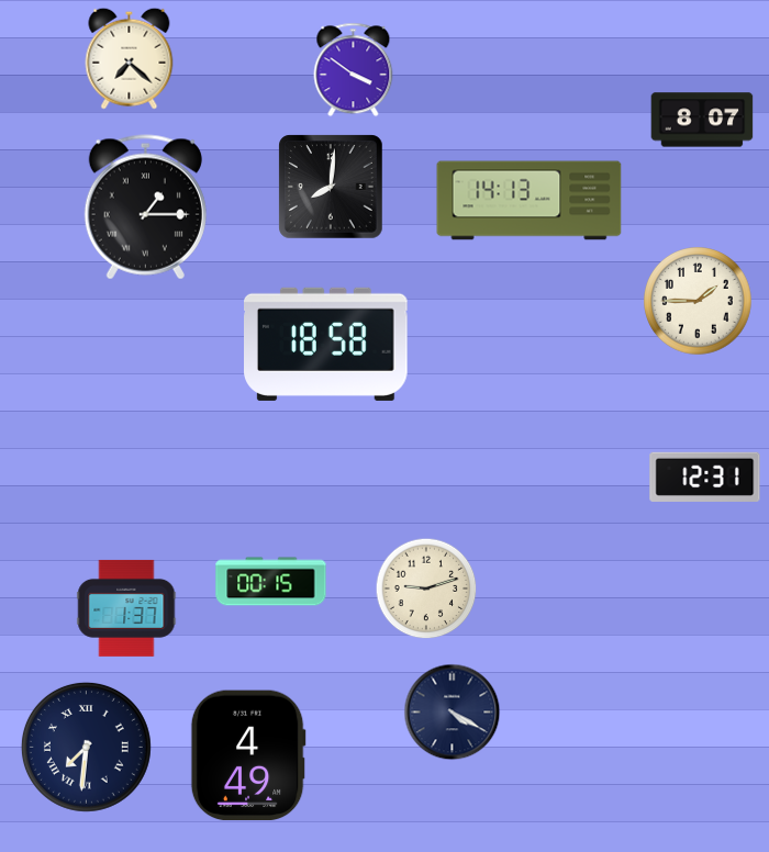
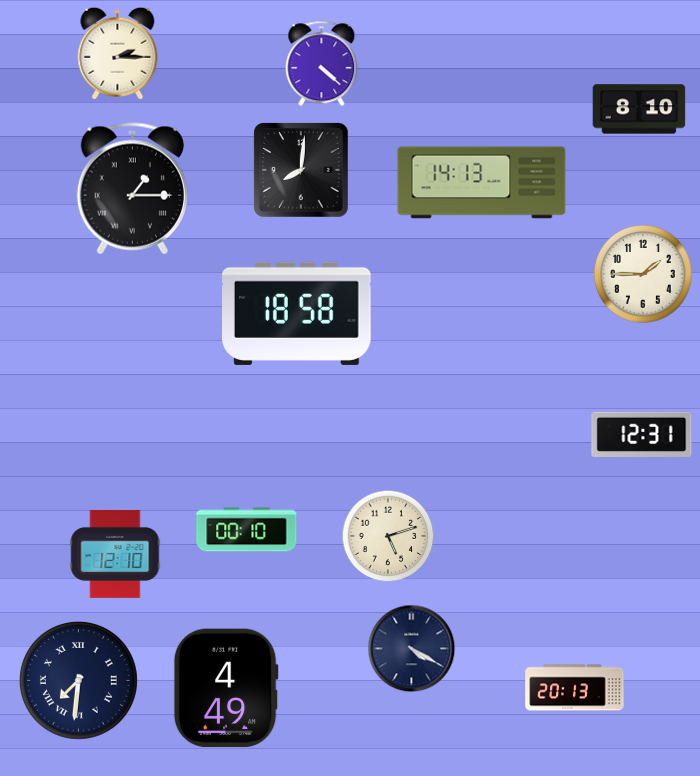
clock at (130, 58): 7:22 -> 2:15
clock at (354, 70): 3:51 -> 4:22
clock at (702, 120): 8:07 -> 8:10
clock at (698, 301) position: (698, 301) -> (643, 274)
clock at (271, 582): 00:15 -> 00:10
clock at (426, 588): 9:12 -> 5:12
clock at (126, 608): 1:37 -> 12:10
clock at (575, 688): none -> 20:13
